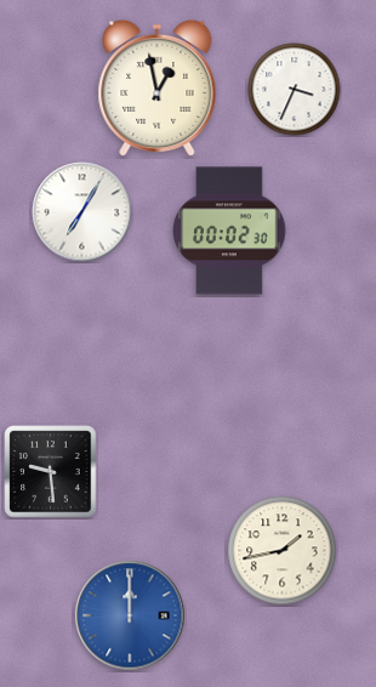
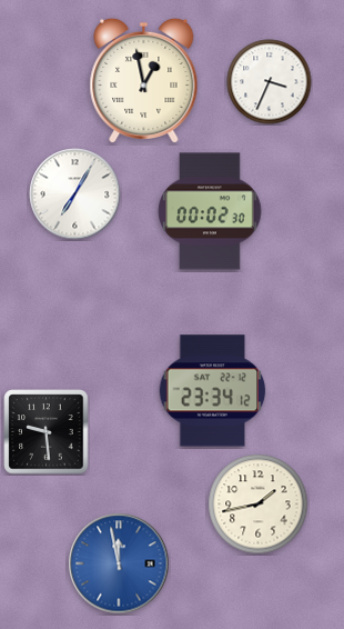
clock at (213, 391): none -> 23:34
clock at (130, 615): 12:00 -> 11:58
